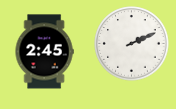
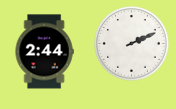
clock at (44, 52): 2:45 -> 2:44
